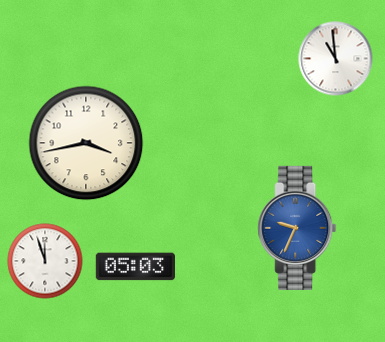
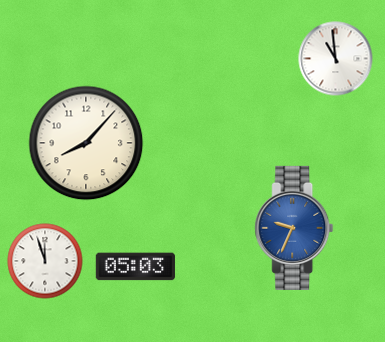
clock at (86, 143): 3:43 -> 8:07
clock at (297, 228) position: (297, 228) -> (294, 228)
